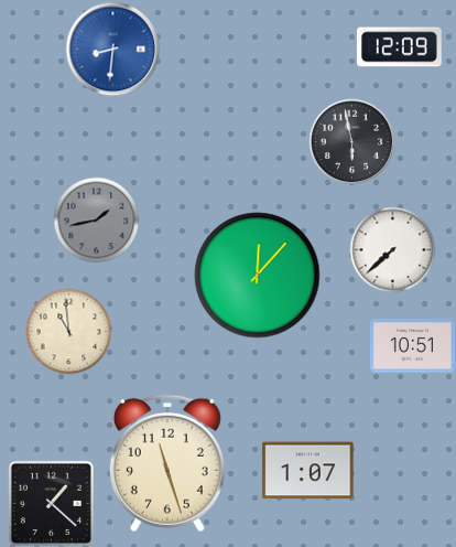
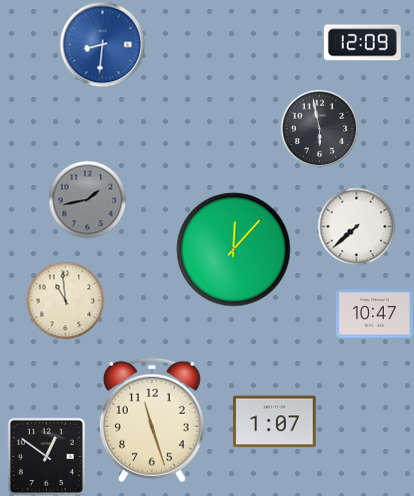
clock at (68, 331) position: (68, 331) -> (65, 300)
clock at (413, 346): 10:51 -> 10:47
clock at (308, 471) position: (308, 471) -> (275, 422)
clock at (51, 503): 1:22 -> 12:51
